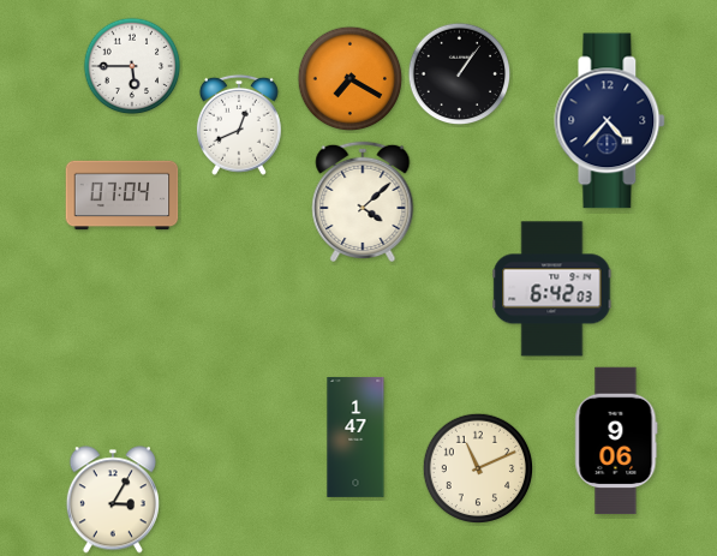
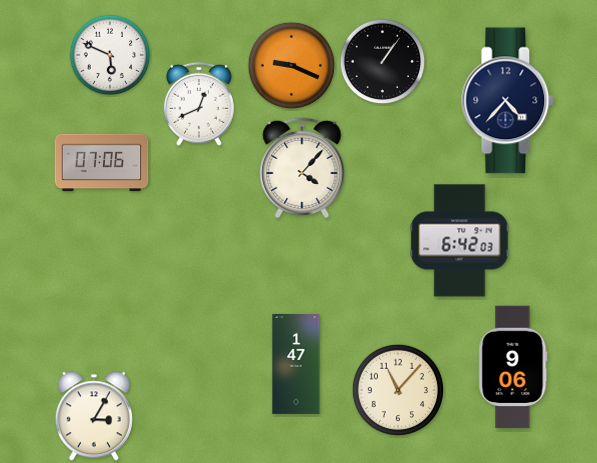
clock at (132, 66): 5:45 -> 5:49
clock at (351, 79): 7:20 -> 9:19
clock at (123, 196): 07:04 -> 07:06
clock at (363, 201): 4:08 -> 4:07
clock at (477, 467): 11:11 -> 11:07
